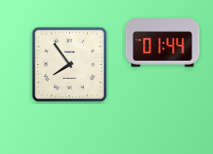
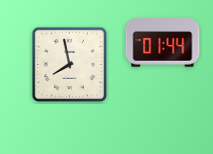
clock at (70, 65): 7:54 -> 7:58
